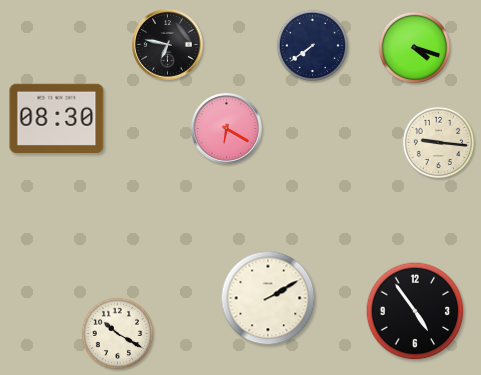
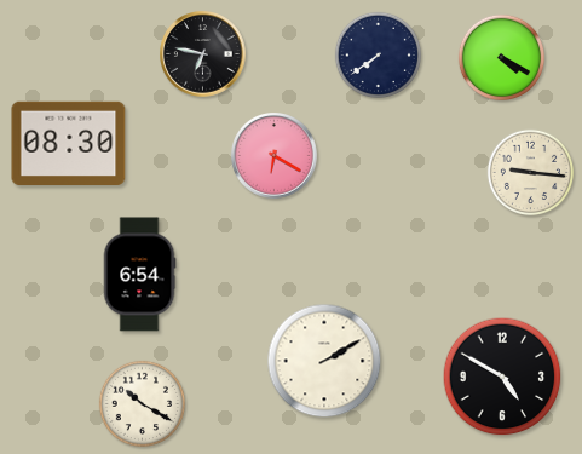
clock at (415, 48): 4:18 -> 4:20
clock at (139, 275): none -> 6:54
clock at (415, 311): 4:54 -> 4:50
